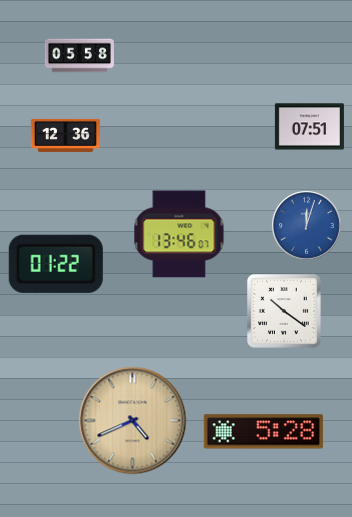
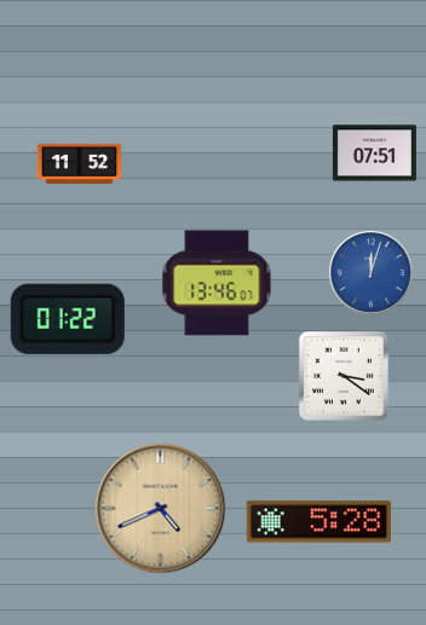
clock at (79, 56): 05:58 -> none
clock at (65, 135): 12:36 -> 11:52
clock at (284, 311): 10:21 -> 3:21
